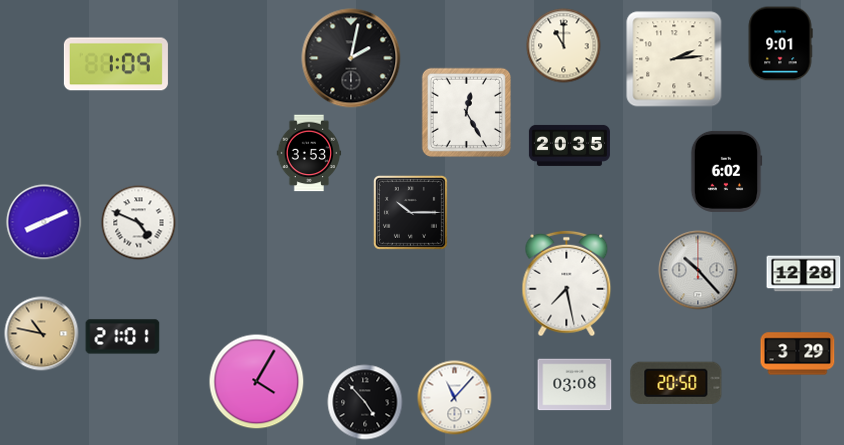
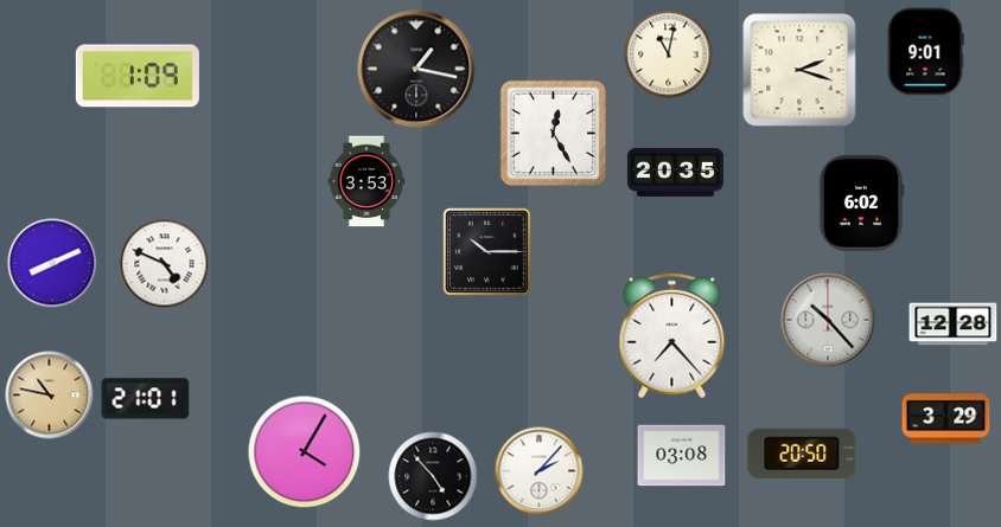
clock at (564, 46): 11:00 -> 11:02
clock at (351, 58): 2:02 -> 1:17
clock at (674, 59): 2:14 -> 2:18
clock at (567, 284): 7:28 -> 7:23
clock at (455, 398): 11:07 -> 2:07
